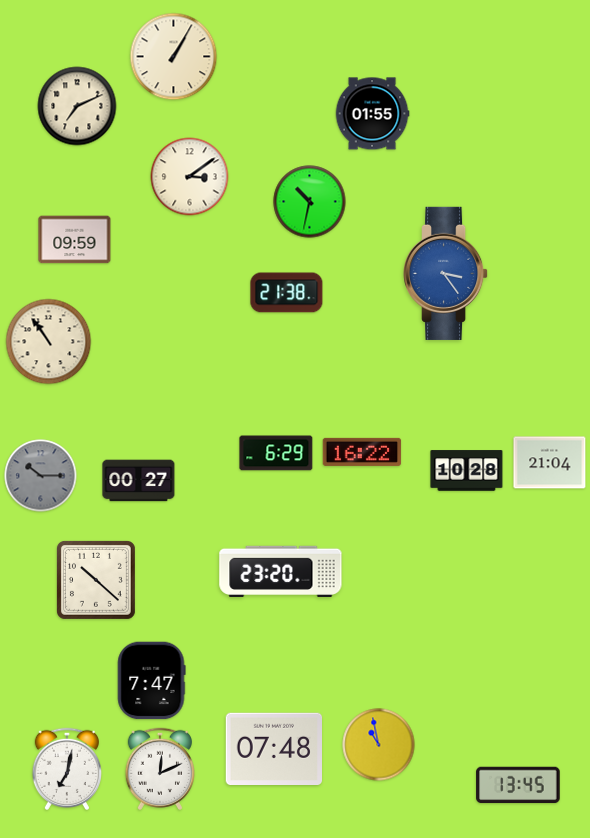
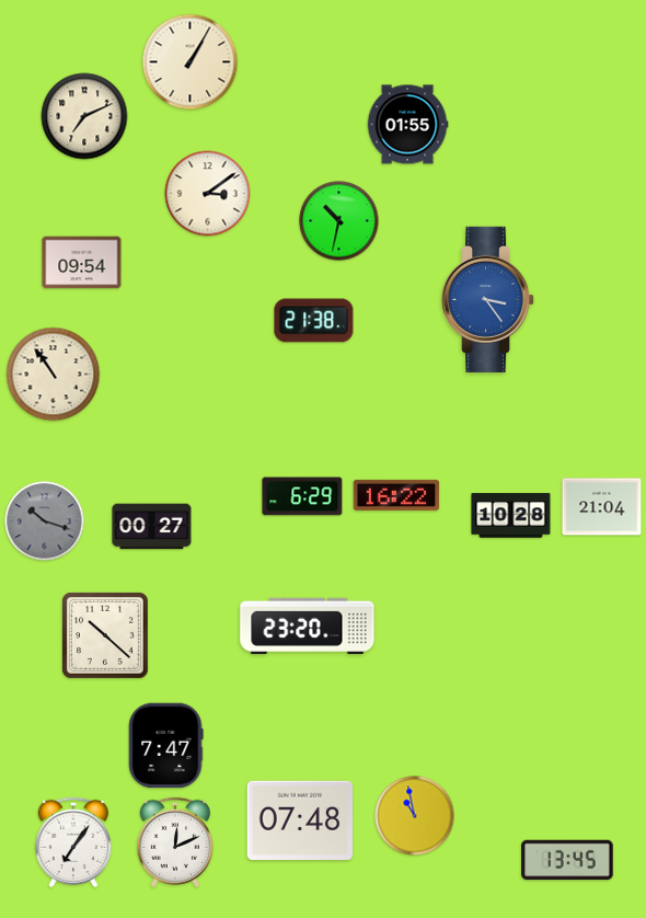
clock at (75, 240): 09:59 -> 09:54
clock at (41, 476): 10:15 -> 10:18
clock at (66, 769): 7:02 -> 7:06
